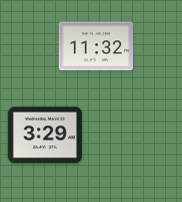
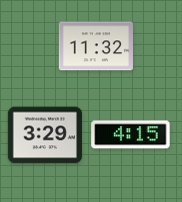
clock at (131, 135): none -> 4:15
